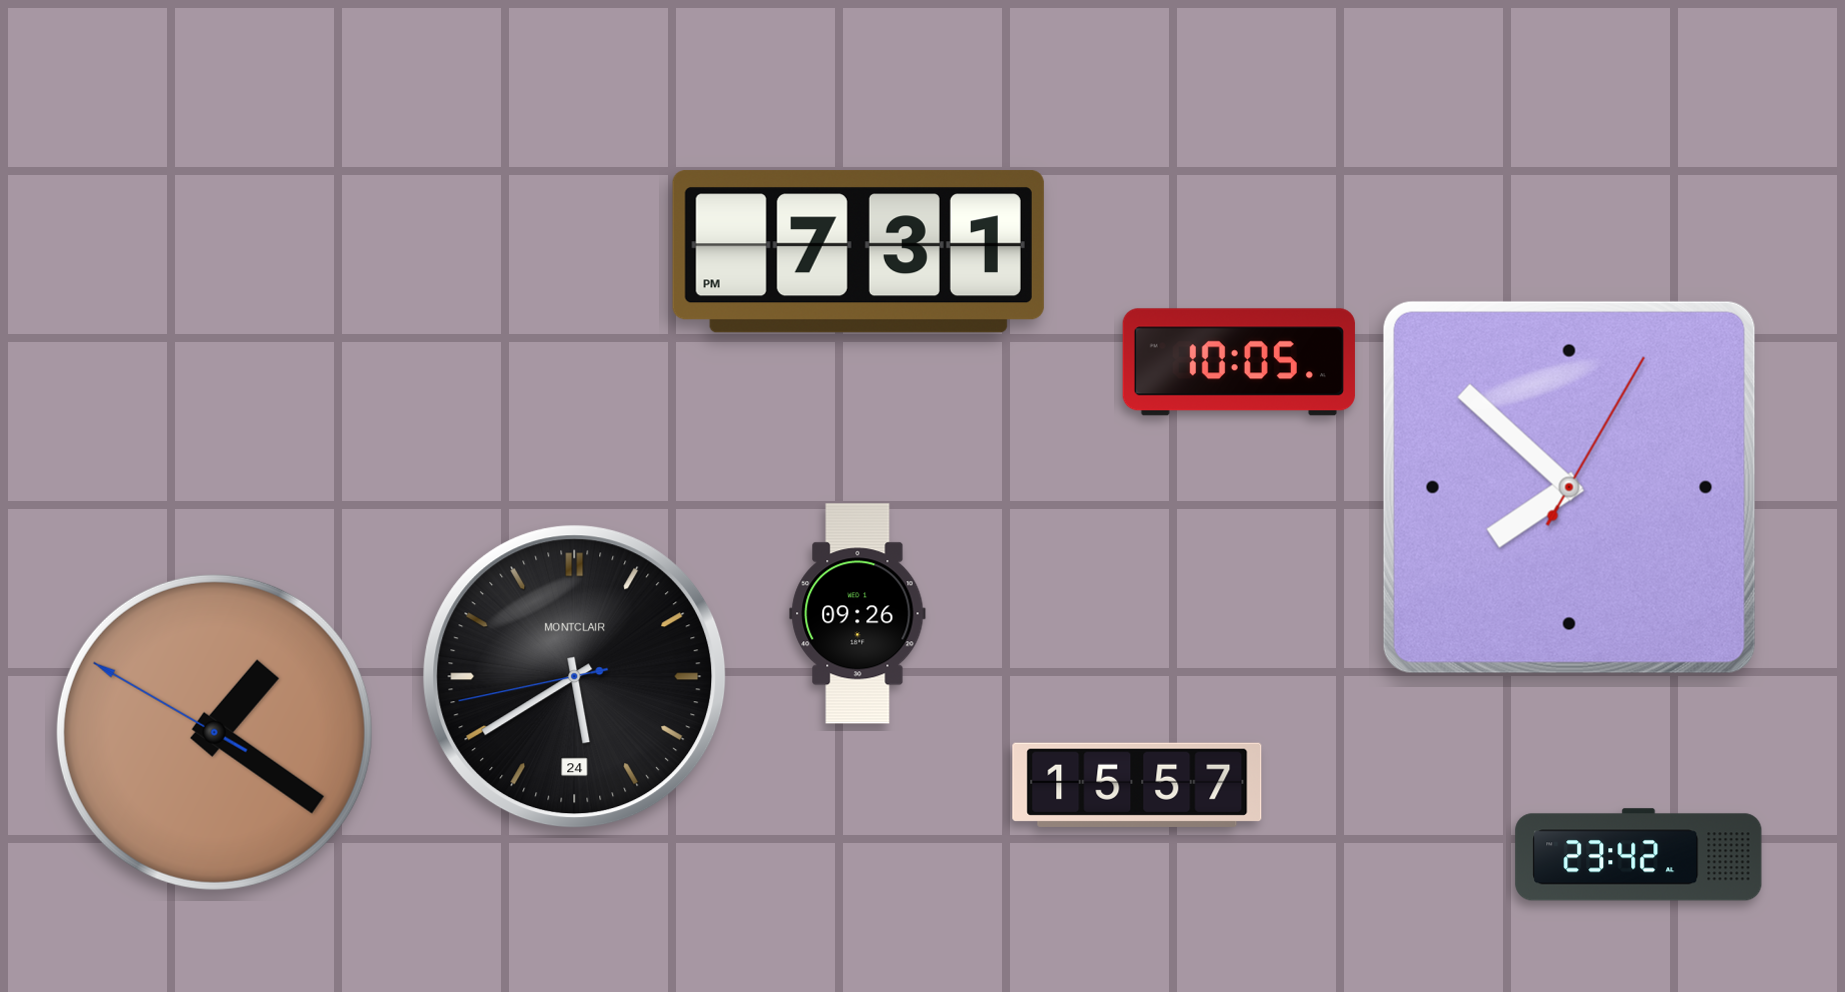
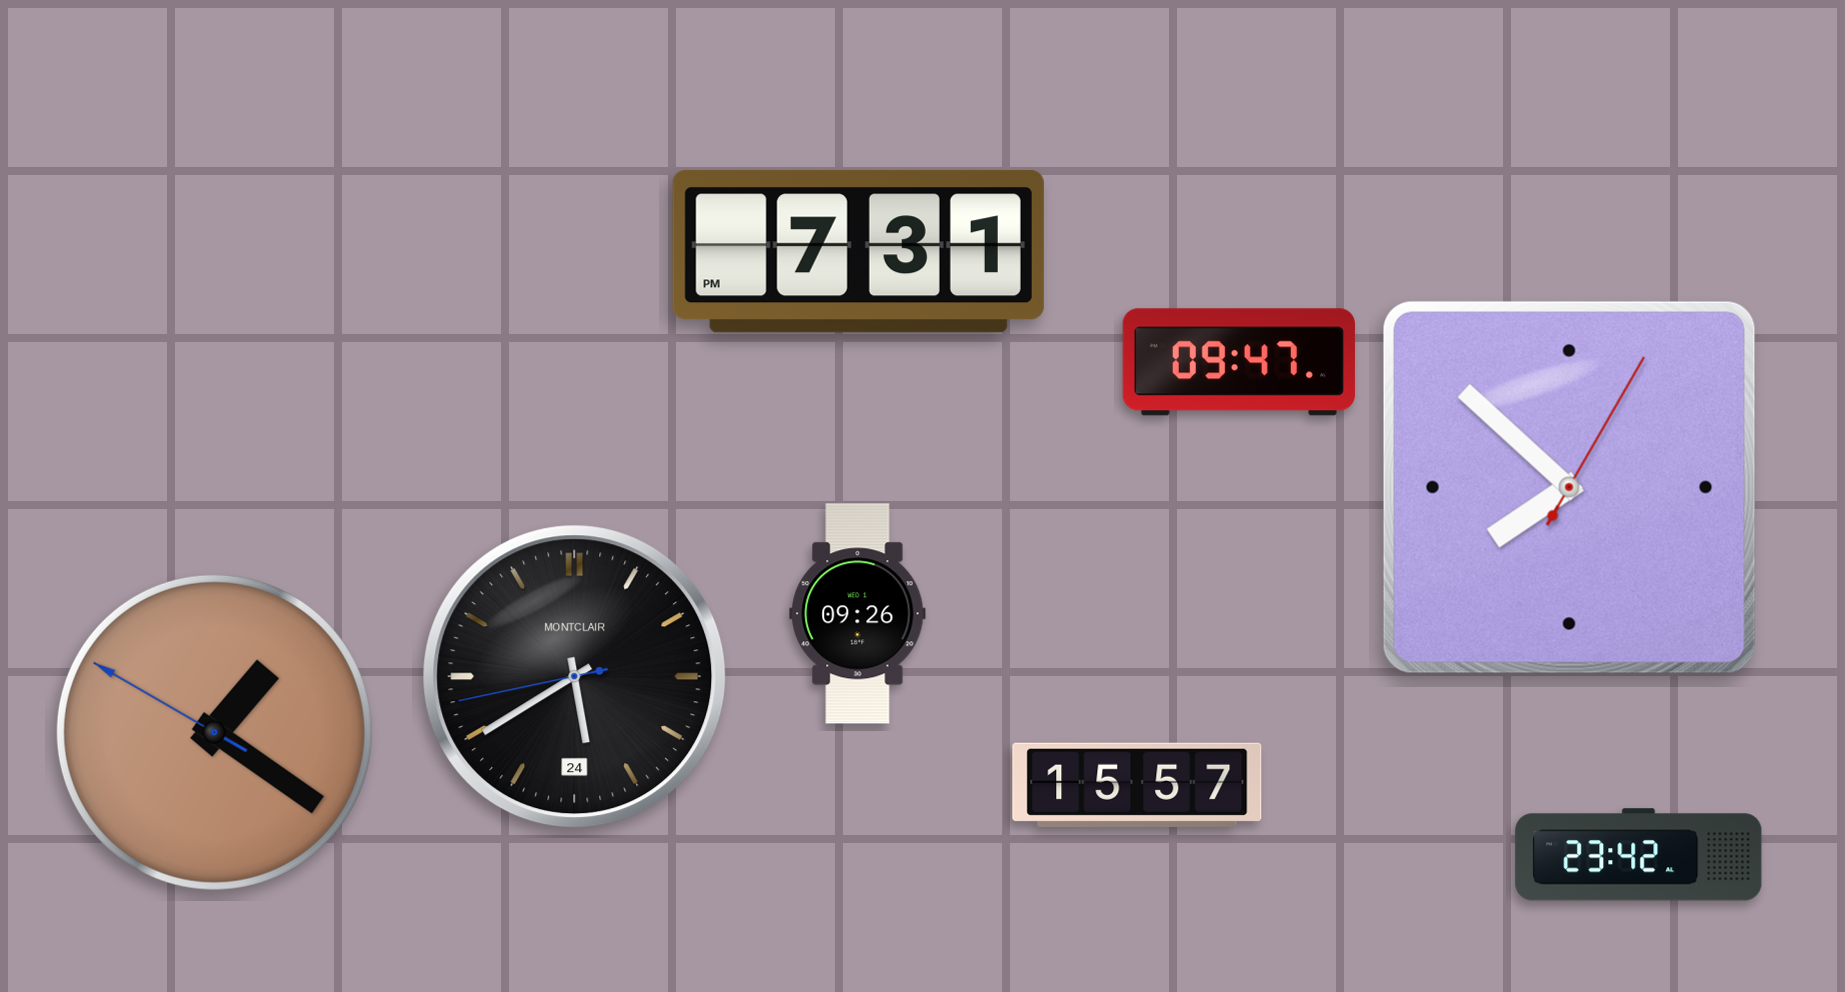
clock at (1239, 362): 10:05 -> 09:47
